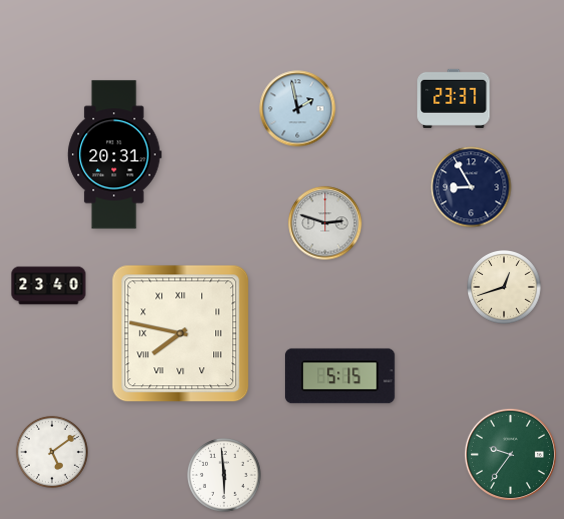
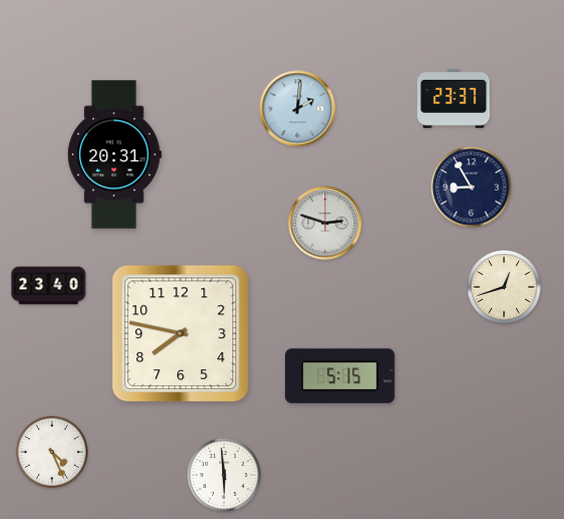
clock at (298, 109): 1:58 -> 2:01
clock at (181, 334) numerals: Roman -> Arabic
clock at (52, 452): 5:09 -> 4:26
clock at (510, 454): 9:36 -> none
